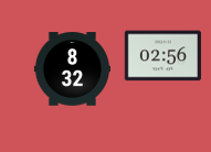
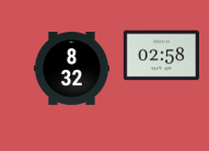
clock at (162, 56): 02:56 -> 02:58
